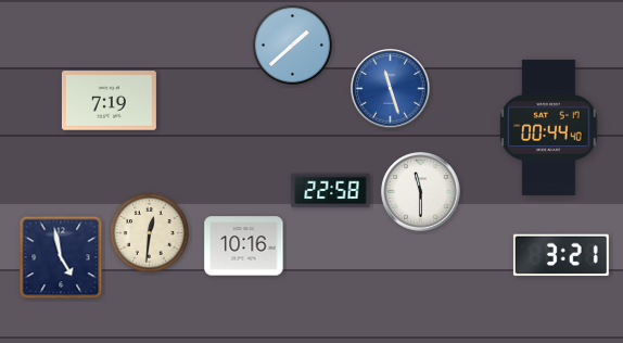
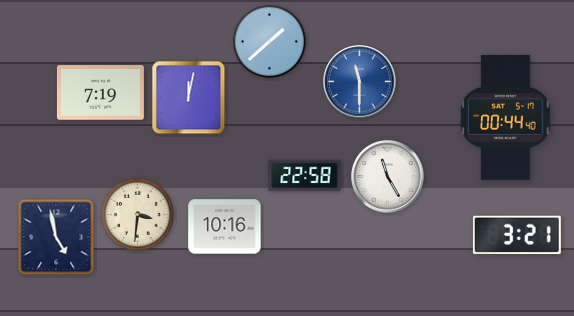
clock at (391, 89): 11:27 -> 11:30
clock at (189, 98): none -> 12:02
clock at (421, 192): 11:30 -> 11:25
clock at (149, 232): 12:31 -> 3:31
